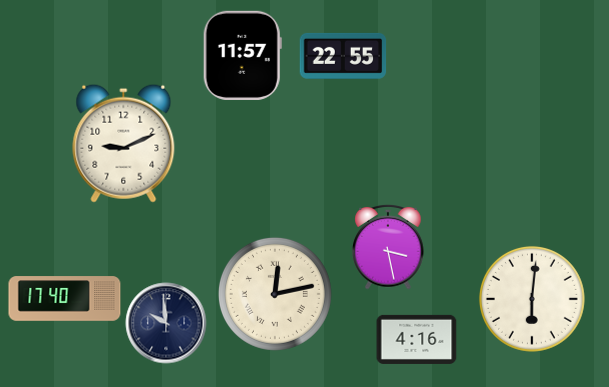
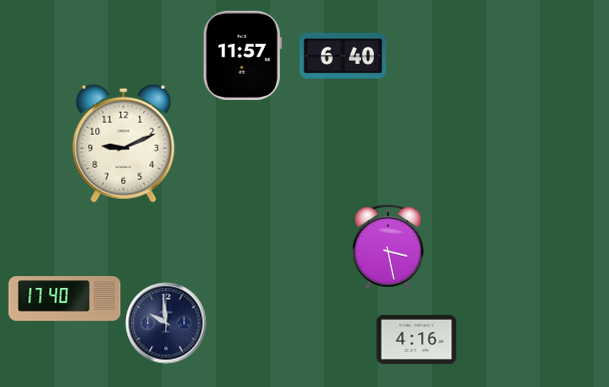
clock at (343, 56): 22:55 -> 6:40
clock at (275, 294): 12:13 -> none
clock at (532, 299): 6:01 -> none
